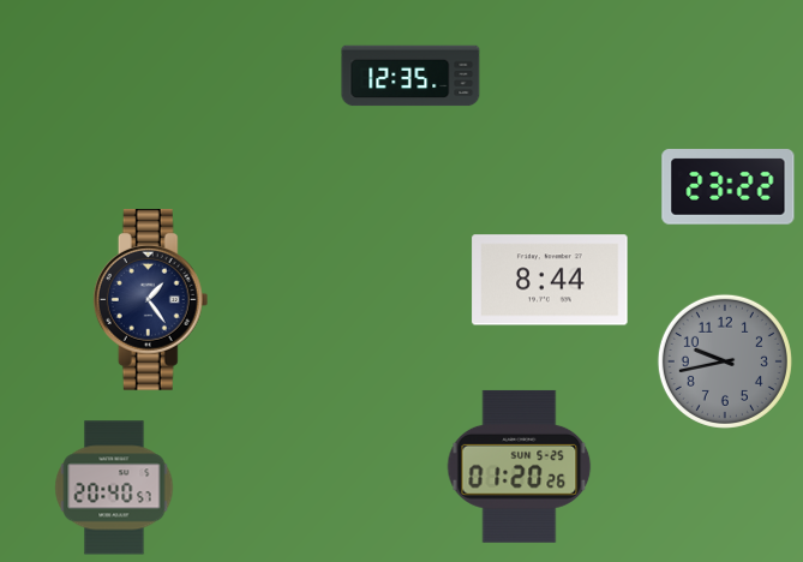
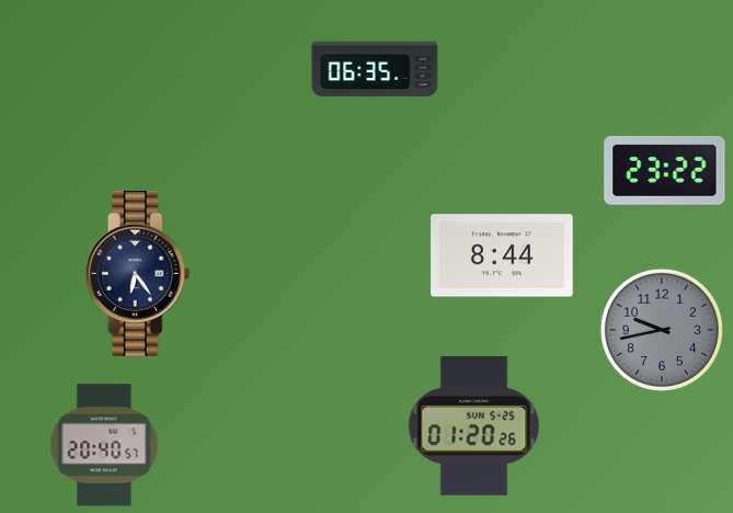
clock at (411, 76): 12:35 -> 06:35
clock at (151, 300): 1:24 -> 6:24
